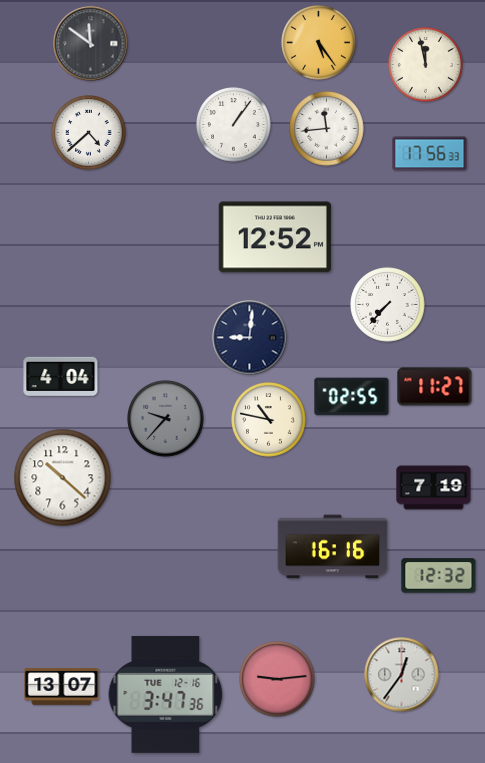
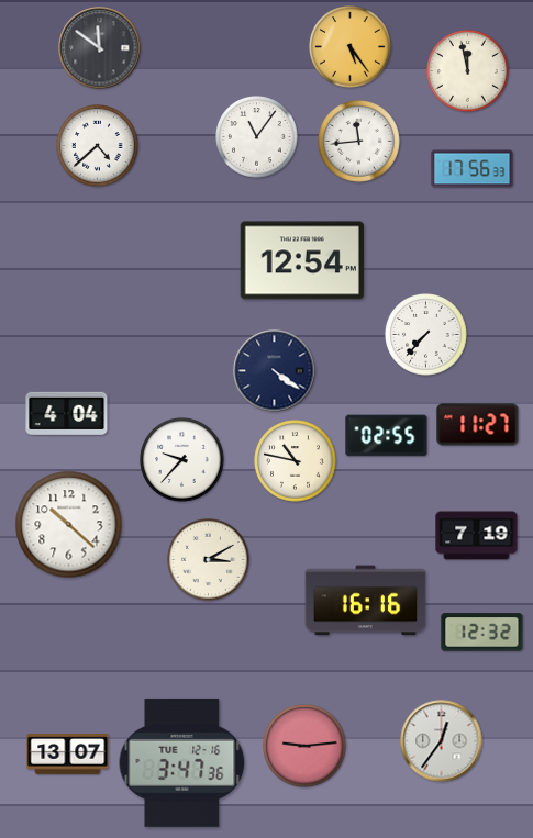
clock at (234, 125): 1:06 -> 11:06
clock at (275, 237): 12:52 -> 12:54
clock at (250, 338): 9:01 -> 4:21
clock at (166, 419) dial: grey -> white
clock at (209, 560): none -> 3:10
